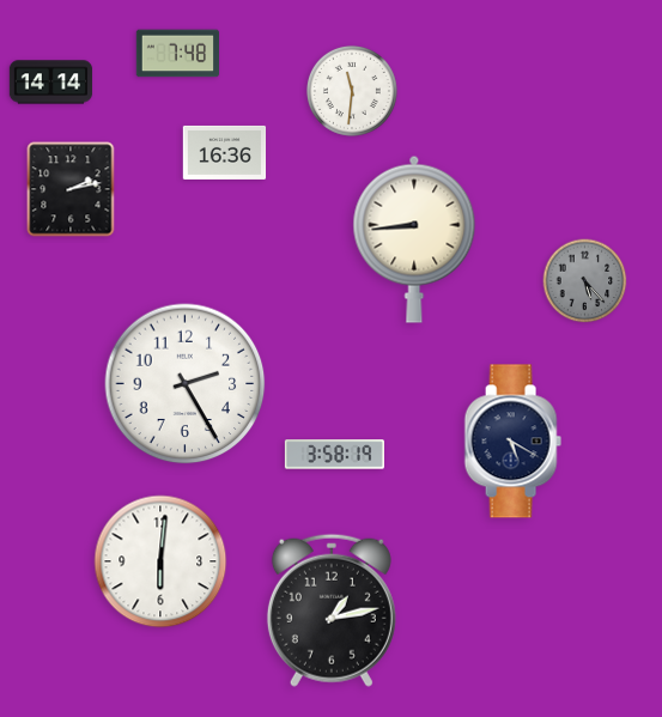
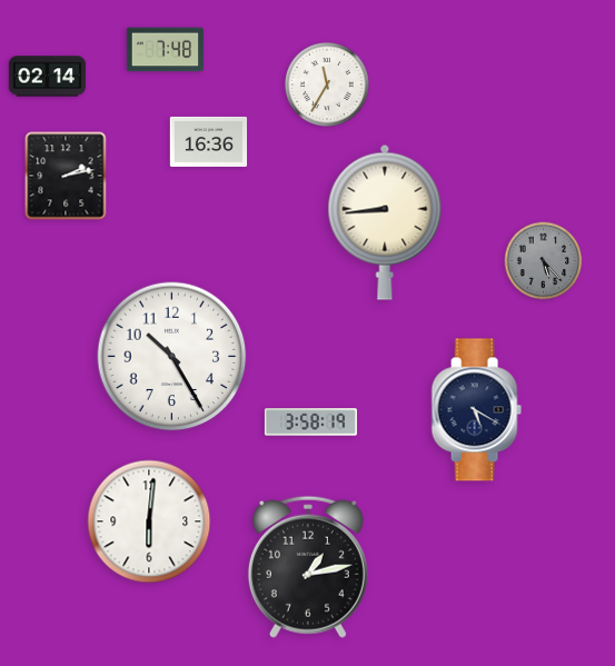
clock at (51, 83): 14:14 -> 02:14
clock at (352, 91): 11:31 -> 11:35
clock at (186, 384): 2:25 -> 10:25
